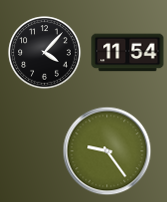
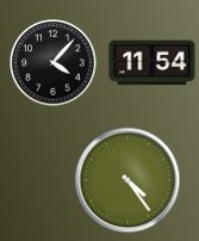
clock at (107, 151): 9:24 -> 4:24
